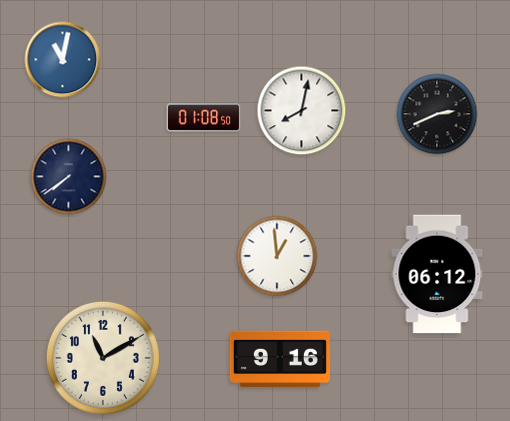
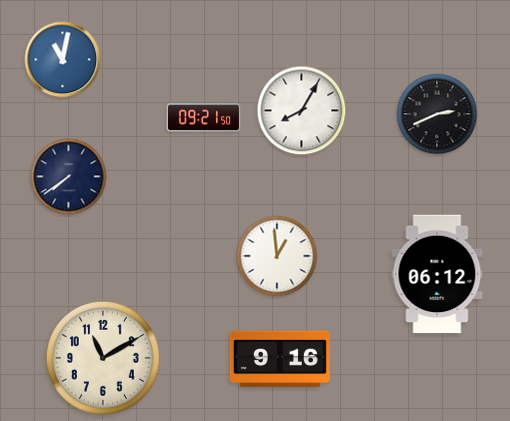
clock at (302, 111): 8:02 -> 8:05
clock at (204, 118): 01:08 -> 09:21
